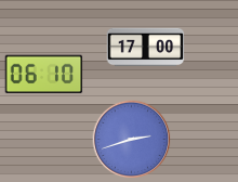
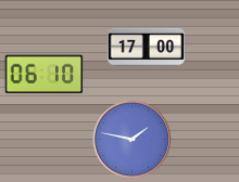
clock at (132, 140): 2:42 -> 1:47
